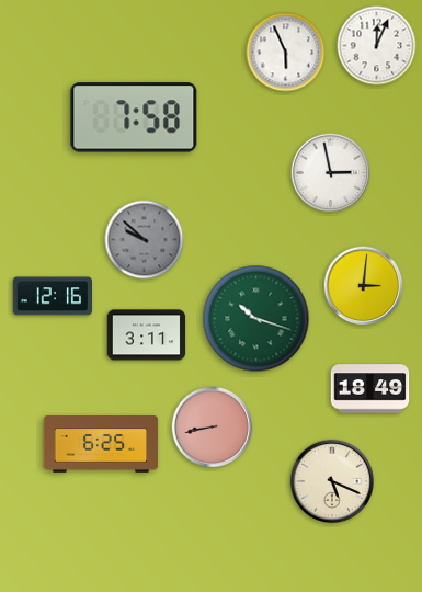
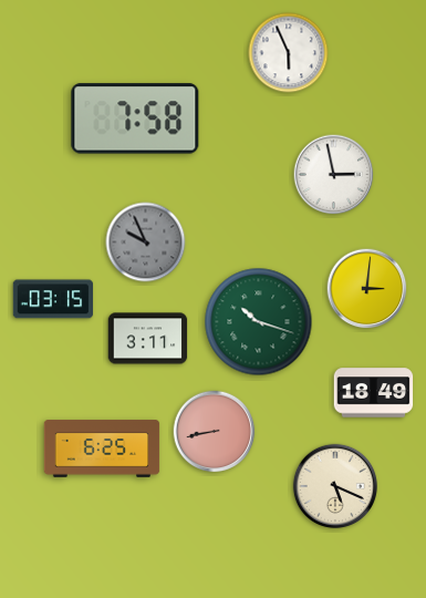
clock at (377, 46): 12:04 -> none
clock at (145, 240): 9:52 -> 9:56
clock at (52, 296): 12:16 -> 03:15
